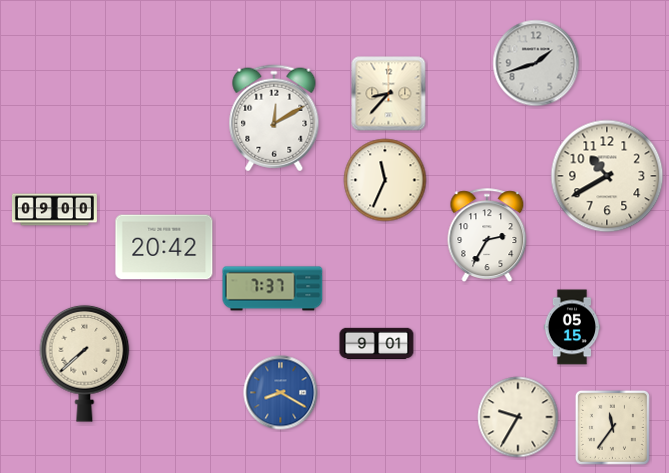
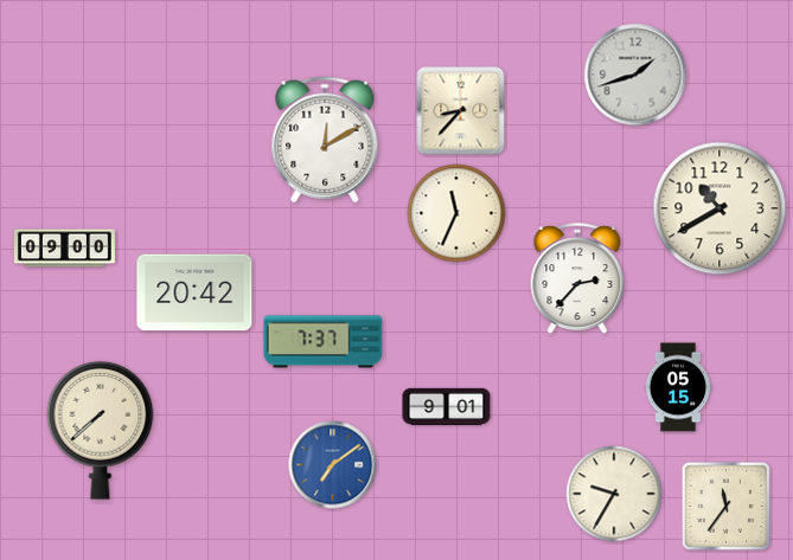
clock at (487, 235): 2:35 -> 2:37
clock at (281, 393): 8:20 -> 7:09
